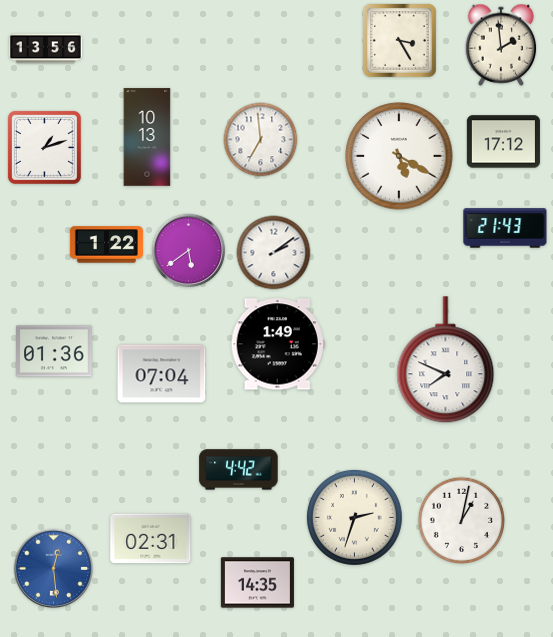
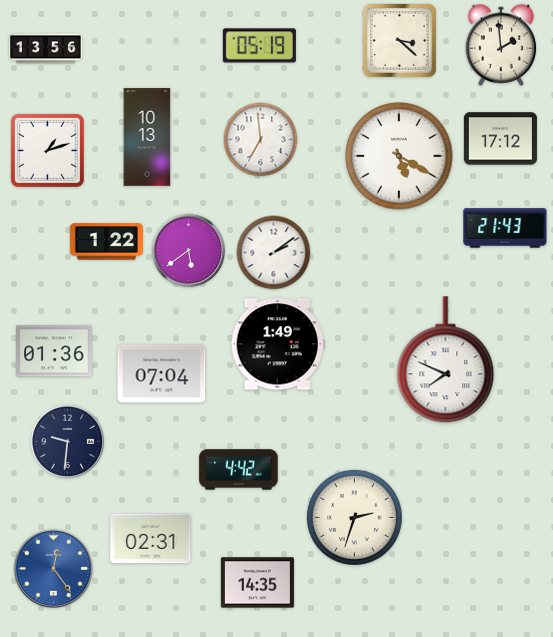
clock at (399, 40): 3:25 -> 3:22
clock at (259, 46): none -> 05:19
clock at (503, 142) position: (503, 142) -> (500, 139)
clock at (44, 147) position: (44, 147) -> (47, 150)
clock at (106, 245) position: (106, 245) -> (106, 242)
clock at (68, 442): none -> 9:31
clock at (461, 520): 1:02 -> none
clock at (53, 568): 12:29 -> 12:24
